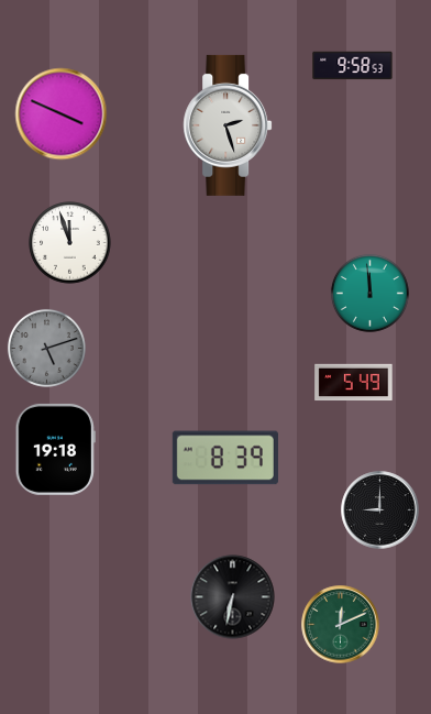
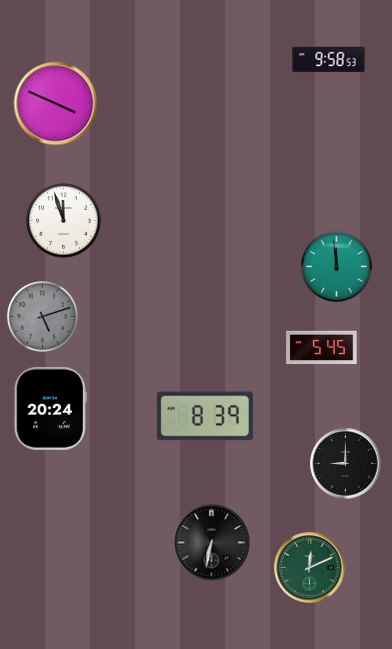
clock at (353, 66) position: (353, 66) -> (329, 60)
clock at (228, 125): 2:27 -> none
clock at (354, 383): 5:49 -> 5:45
clock at (55, 449): 19:18 -> 20:24
